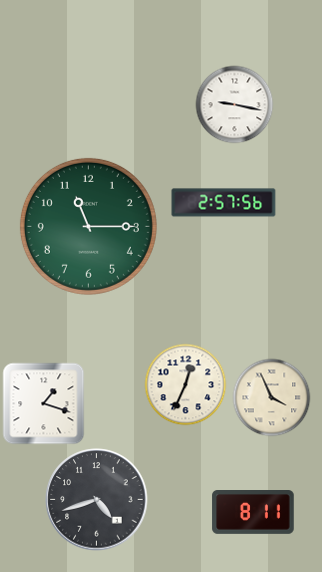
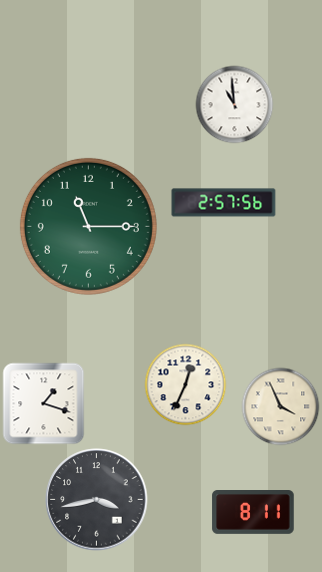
clock at (234, 104): 9:17 -> 10:59
clock at (271, 397) position: (271, 397) -> (280, 406)
clock at (97, 500): 4:42 -> 3:43
